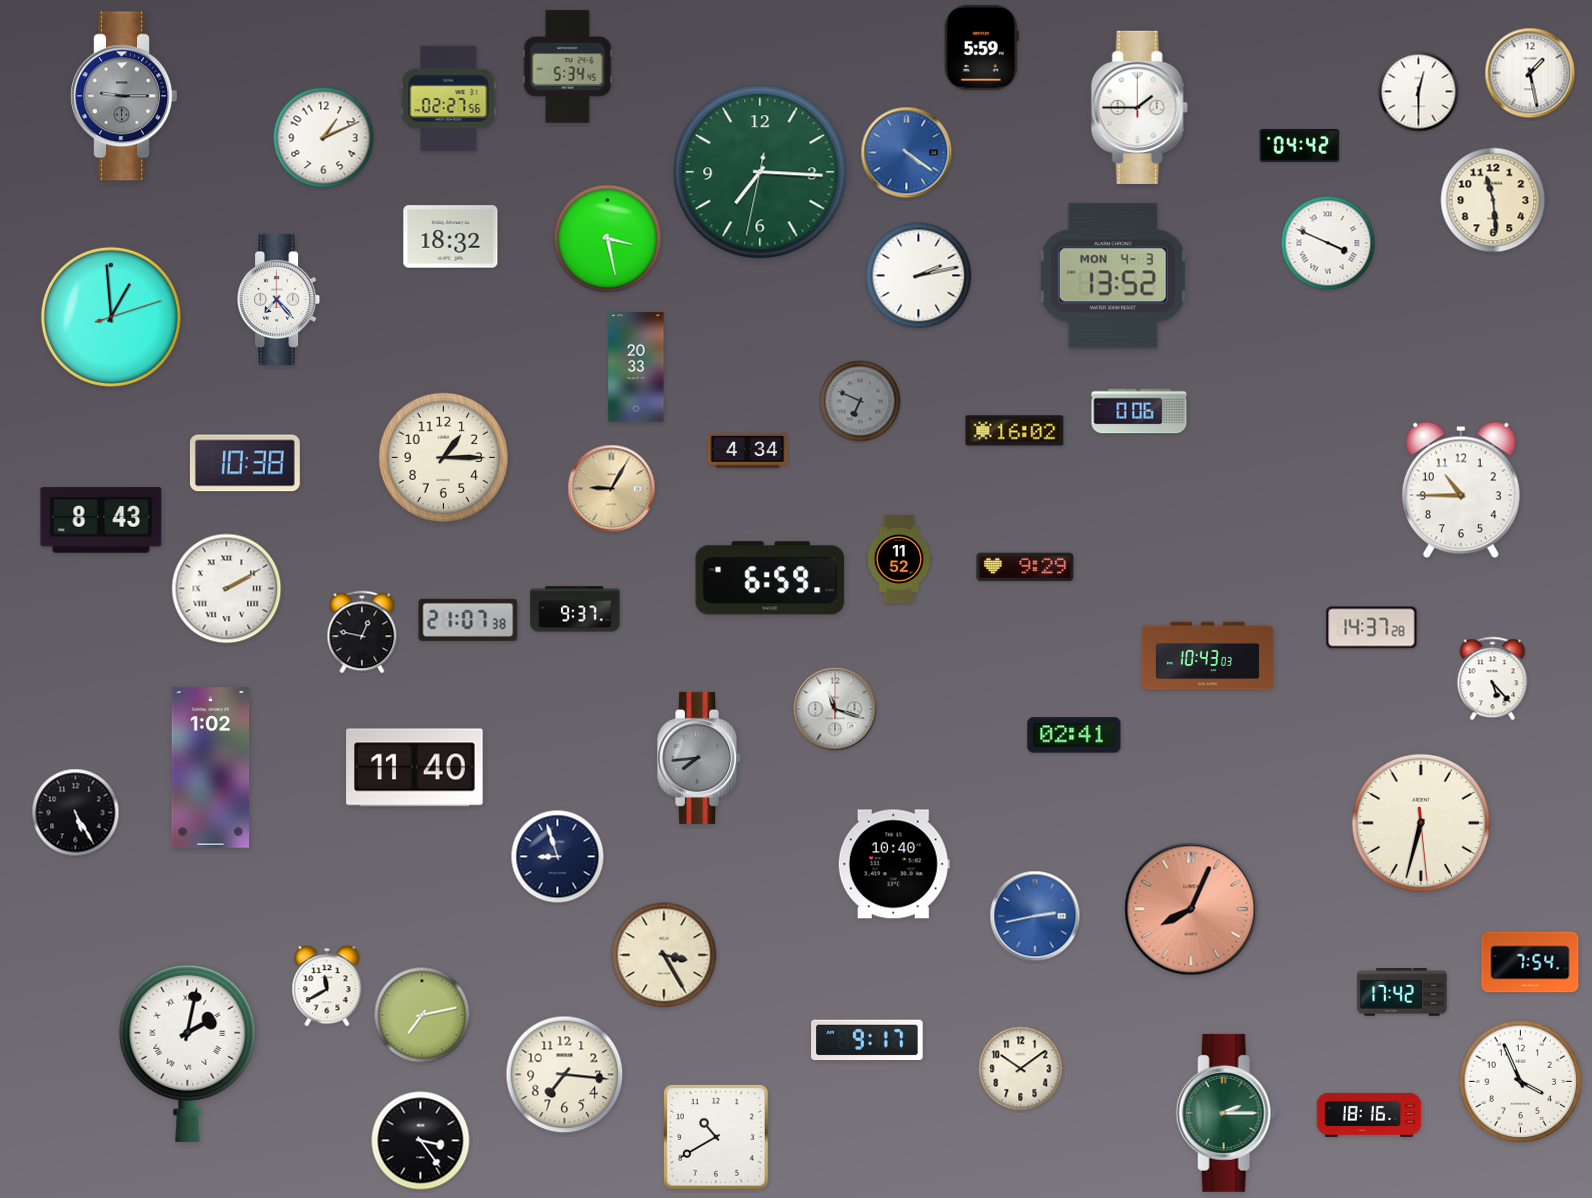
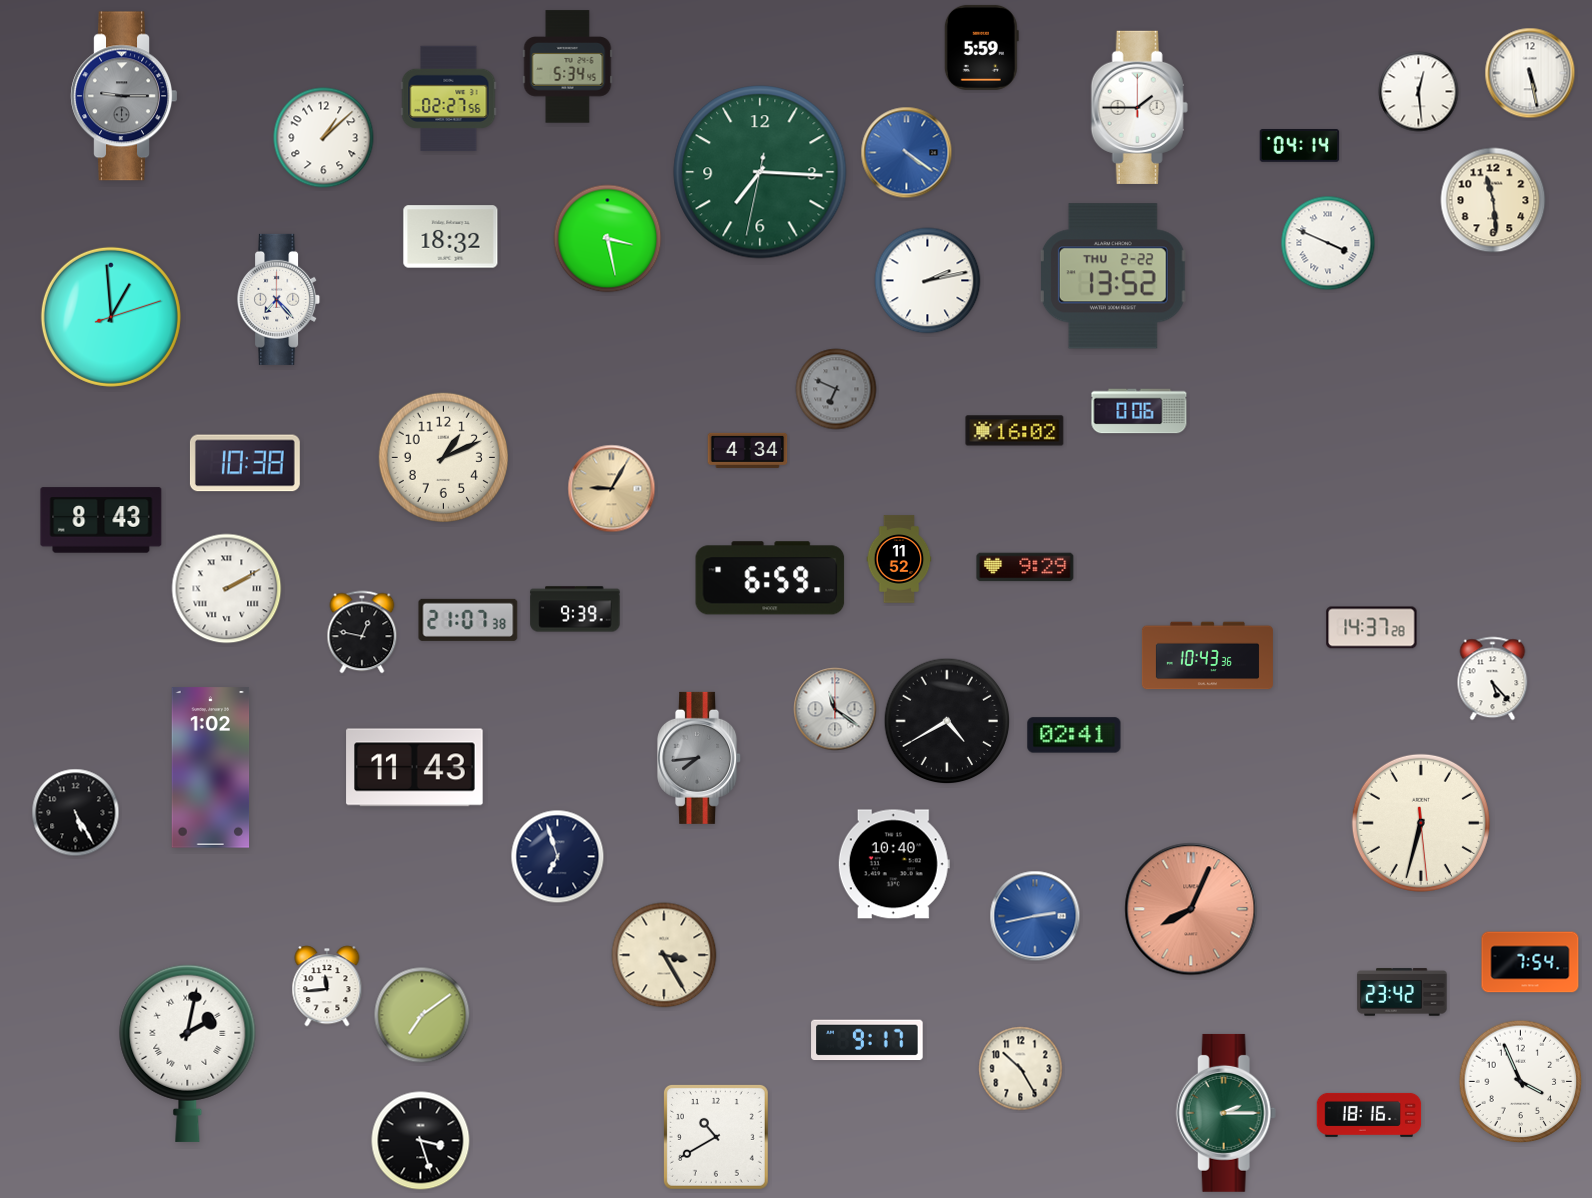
clock at (1530, 73): 1:28 -> 5:28
clock at (1419, 92): 12:30 -> 12:29
clock at (324, 138): 1:11 -> 1:08
clock at (1300, 146): 04:42 -> 04:14
clock at (919, 276) position: (919, 276) -> (928, 281)
clock at (1113, 276) date: MON 4-3 -> THU 2-22
clock at (636, 368): 20:33 -> none
clock at (860, 401) position: (860, 401) -> (836, 389)
clock at (443, 457): 1:15 -> 1:11
clock at (1461, 490): 10:45 -> none
clock at (575, 609): 9:37 -> 9:39
clock at (1207, 656): 10:43:03 -> 10:43:36
clock at (835, 709): 11:18 -> 11:21
clock at (947, 721): none -> 4:40
clock at (415, 768): 11:40 -> 11:43
clock at (558, 857): 8:57 -> 6:57
clock at (327, 986): 11:40 -> 11:44
clock at (1402, 992): 17:42 -> 23:42
clock at (422, 1015): 7:13 -> 7:09
clock at (1021, 1069): 10:09 -> 10:25
clock at (565, 1075): 7:16 -> none
clock at (421, 1141): 3:24 -> 3:27
